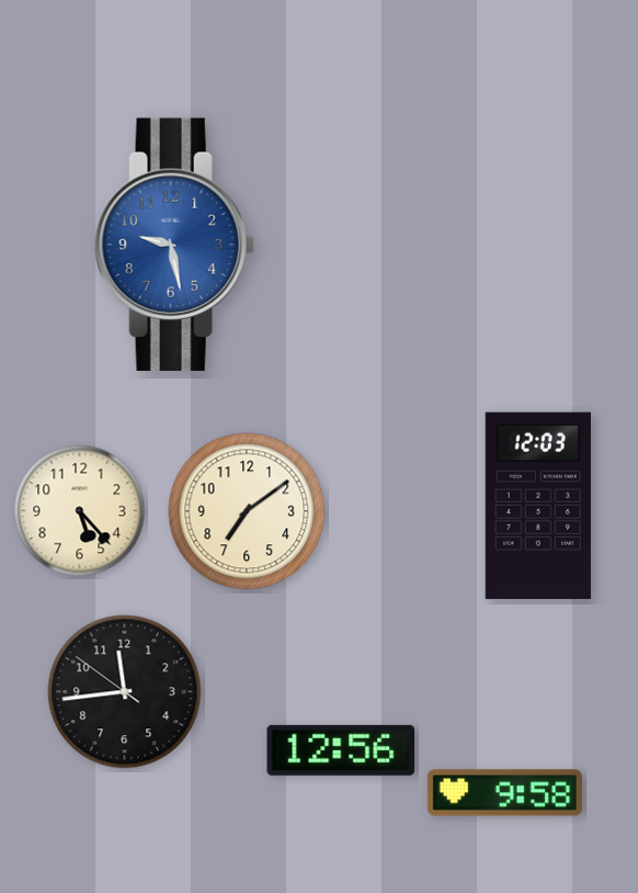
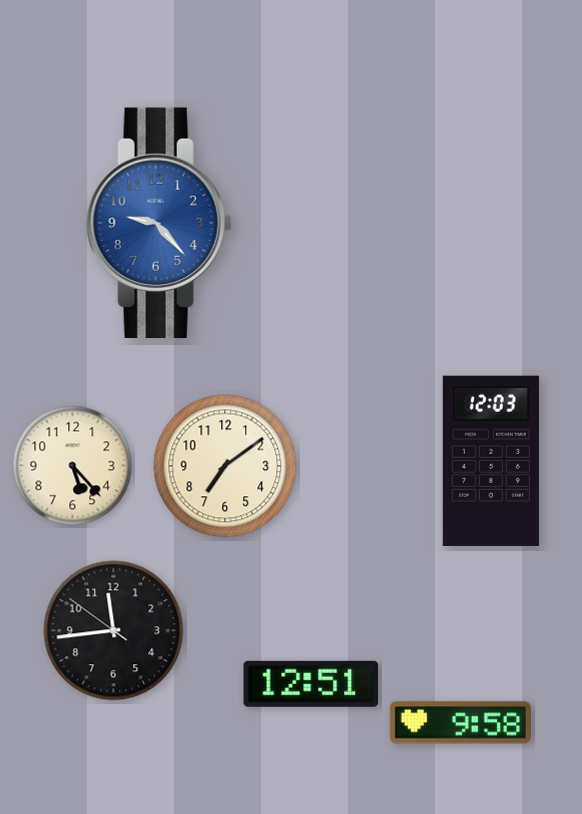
clock at (174, 244): 9:28 -> 9:23
clock at (341, 750): 12:56 -> 12:51
